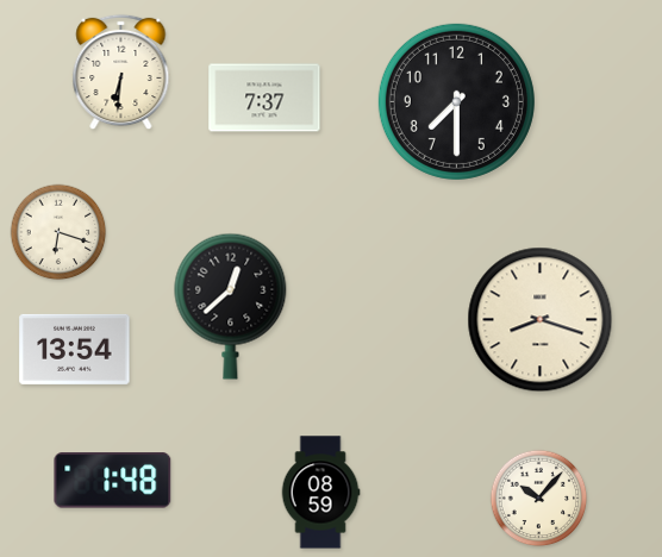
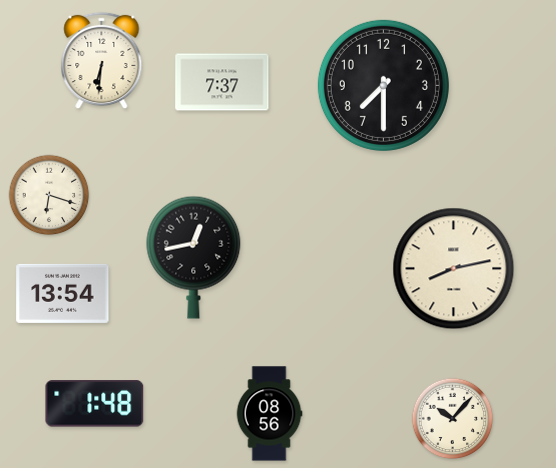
clock at (231, 306): 12:38 -> 12:43
clock at (541, 320): 8:18 -> 8:13
clock at (320, 493): 08:59 -> 08:56
